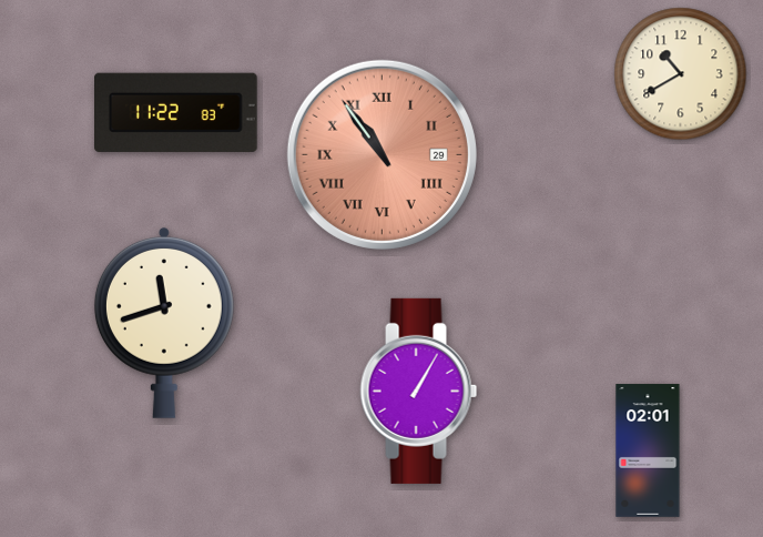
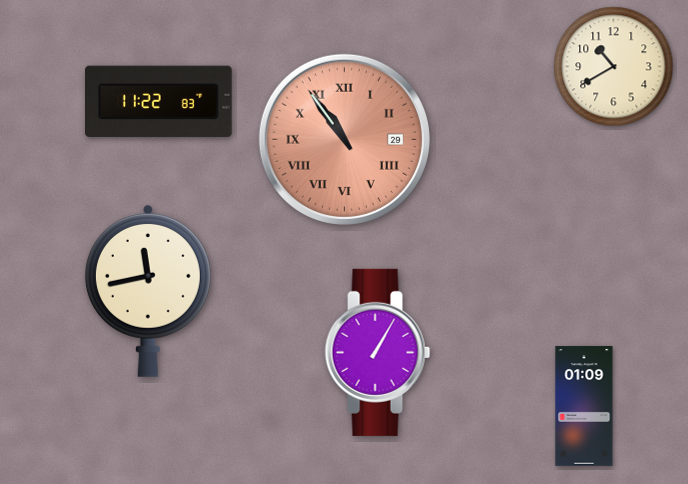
clock at (164, 323): 11:42 -> 11:43
clock at (648, 450): 02:01 -> 01:09
